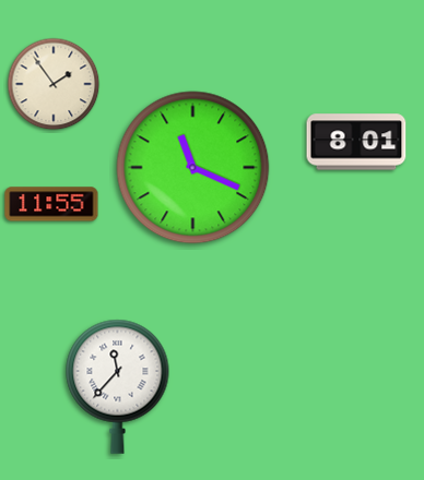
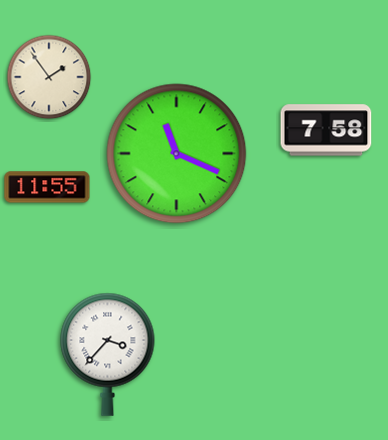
clock at (356, 142): 8:01 -> 7:58
clock at (118, 386): 11:37 -> 3:37
